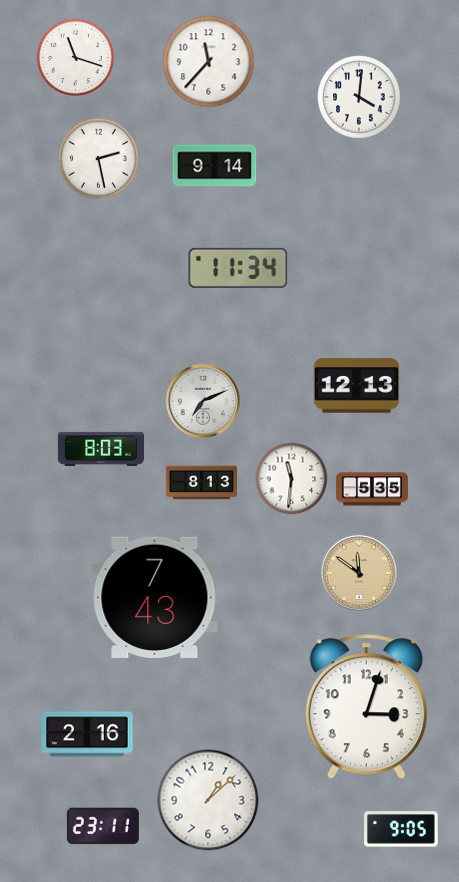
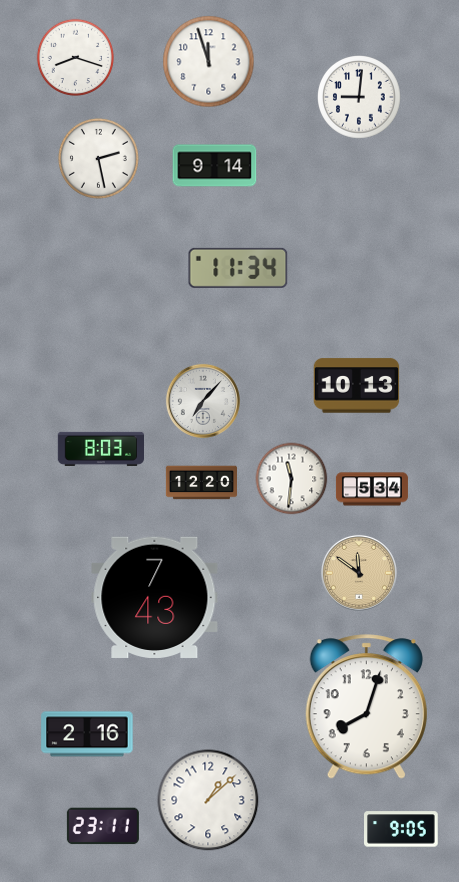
clock at (76, 58): 11:18 -> 8:18
clock at (209, 62): 11:37 -> 11:57
clock at (360, 98): 4:01 -> 9:01
clock at (357, 386): 12:13 -> 10:13
clock at (203, 401): 7:11 -> 7:07
clock at (201, 483): 8:13 -> 12:20
clock at (372, 489): 5:35 -> 5:34
clock at (366, 707): 3:03 -> 8:03
